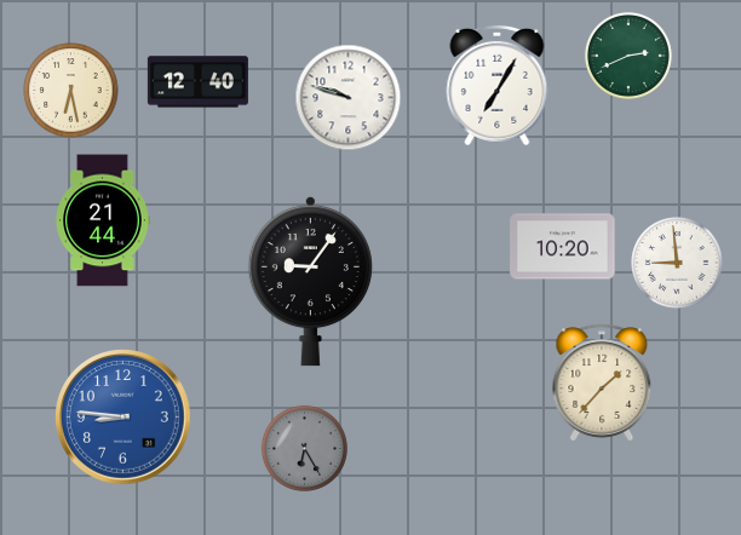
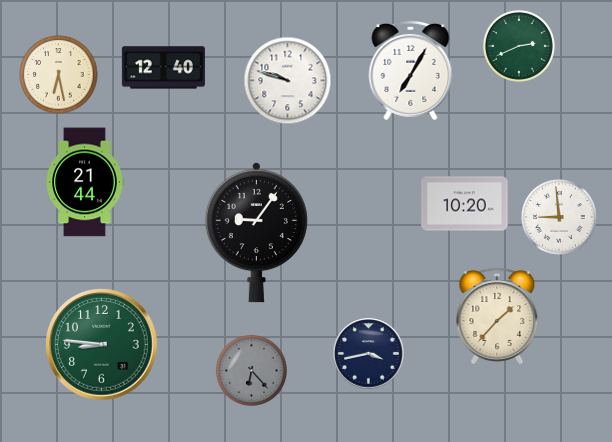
clock at (123, 418) dial: blue -> green
clock at (369, 354): none -> 3:43
clock at (304, 448): 6:25 -> 6:23
